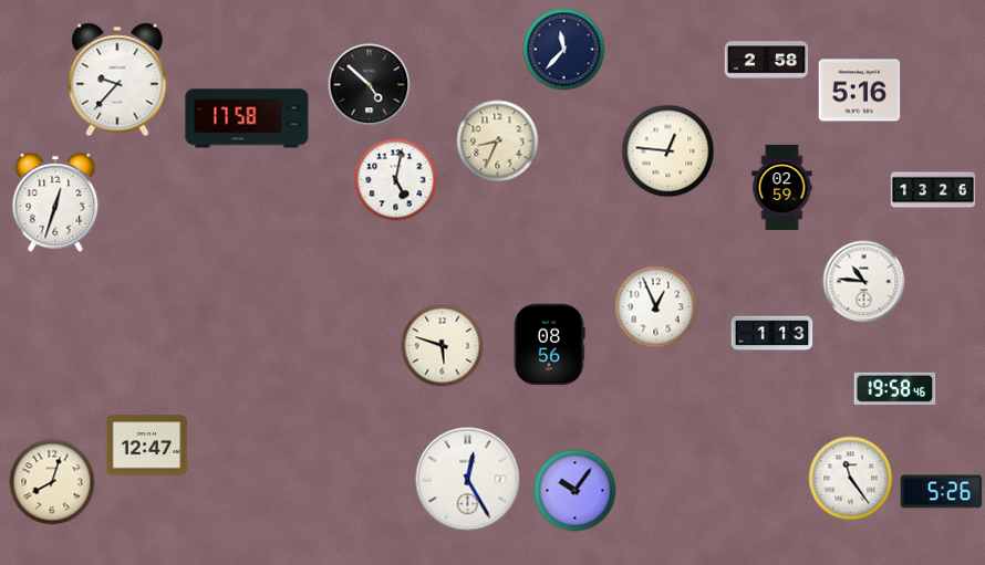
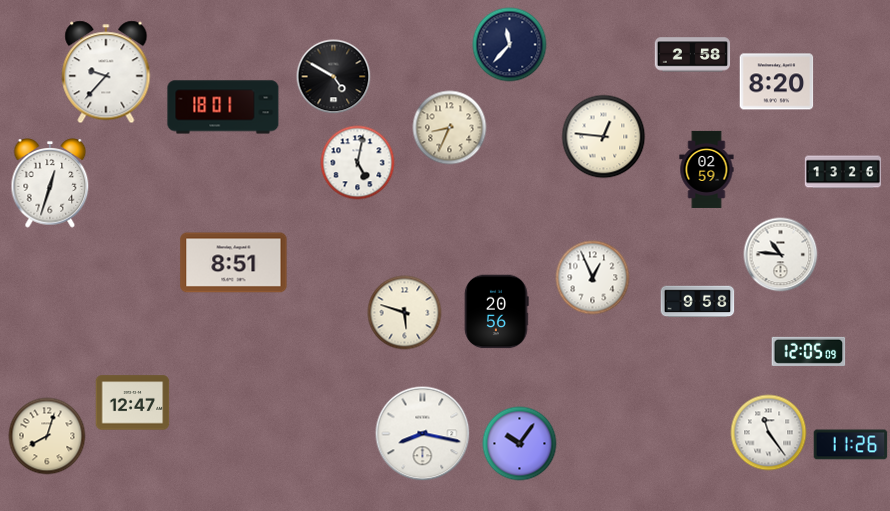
clock at (370, 85): 4:52 -> 4:50
clock at (860, 91): 5:16 -> 8:20
clock at (247, 118): 17:58 -> 18:01
clock at (234, 263): none -> 8:51
clock at (773, 334): 1:13 -> 9:58
clock at (550, 345): 08:56 -> 20:56
clock at (443, 346) position: (443, 346) -> (405, 313)
clock at (895, 388): 19:58 -> 12:05
clock at (468, 480): 12:25 -> 8:17
clock at (942, 492): 5:26 -> 11:26
